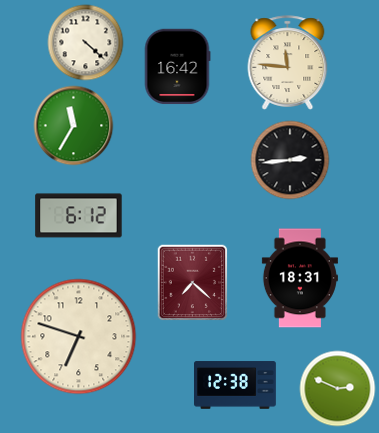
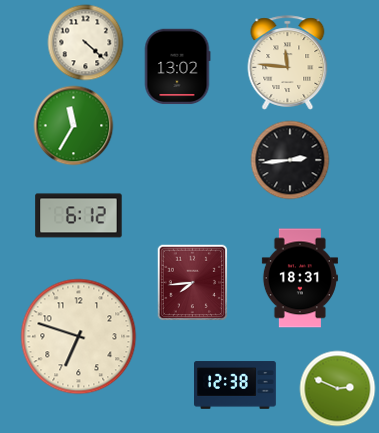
clock at (177, 67): 16:42 -> 13:02
clock at (193, 283): 7:22 -> 7:44
